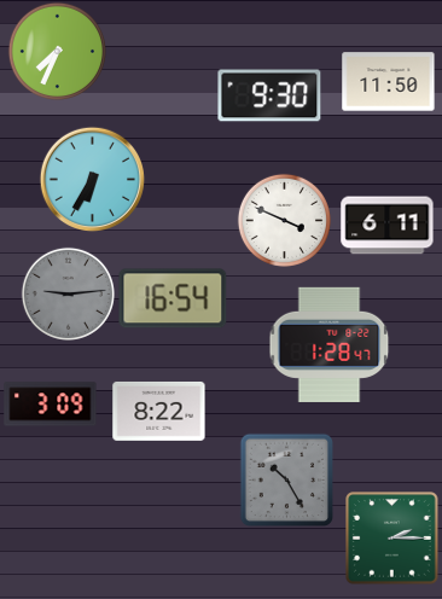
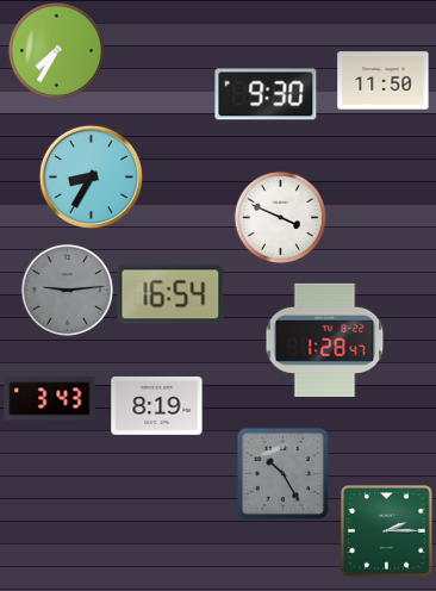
clock at (57, 51): 7:34 -> 7:35
clock at (92, 179): 6:35 -> 8:35
clock at (388, 226): 6:11 -> none
clock at (51, 405): 3:09 -> 3:43
clock at (159, 411): 8:22 -> 8:19
